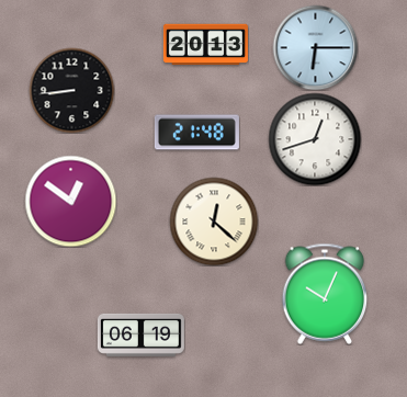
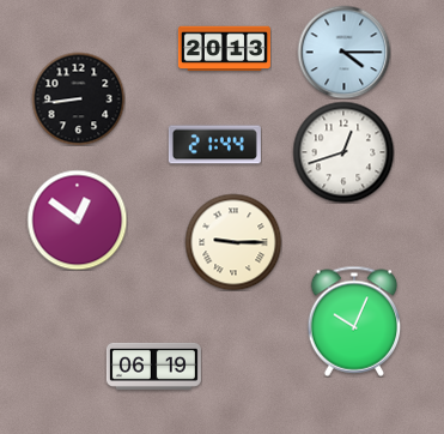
clock at (315, 47): 6:15 -> 4:15
clock at (196, 133): 21:48 -> 21:44
clock at (214, 222): 12:22 -> 9:15
